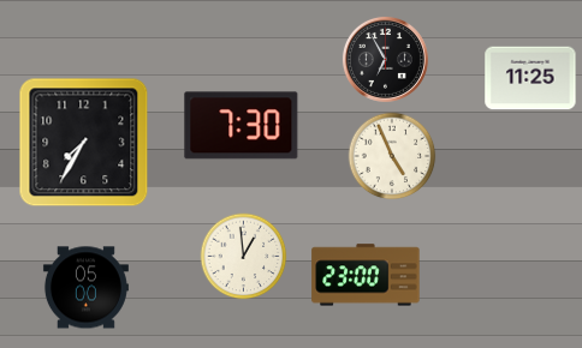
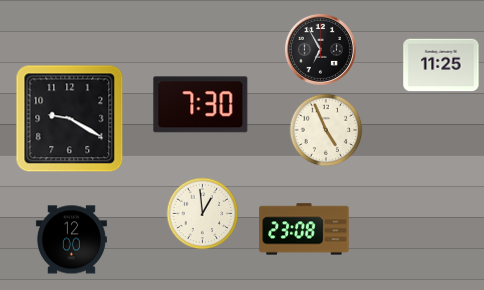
clock at (84, 143): 7:35 -> 9:20
clock at (366, 275): 23:00 -> 23:08
clock at (85, 288): 05:00 -> 12:00
